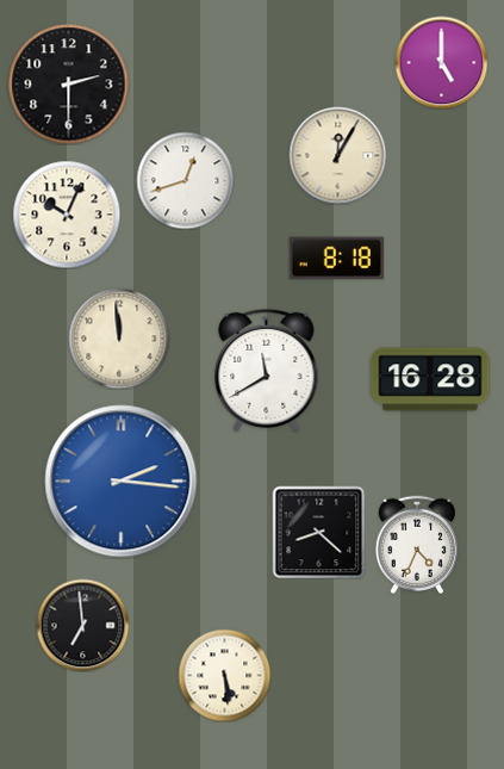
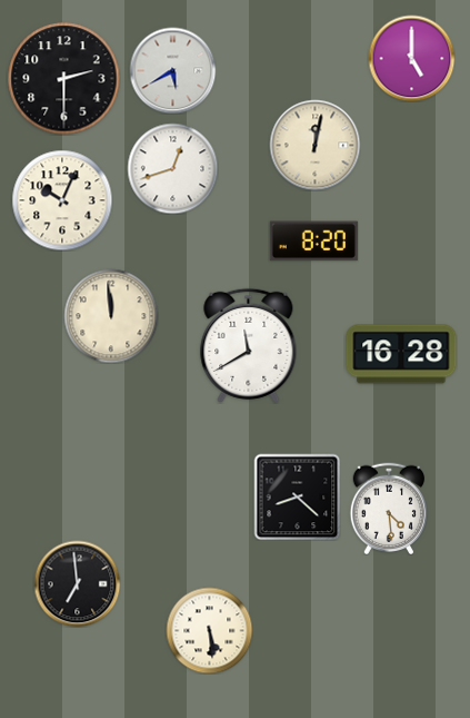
clock at (172, 70): none -> 5:40
clock at (337, 155): 12:05 -> 12:02
clock at (336, 259): 8:18 -> 8:20
clock at (122, 482): 2:16 -> none
clock at (417, 544): 4:34 -> 4:29
